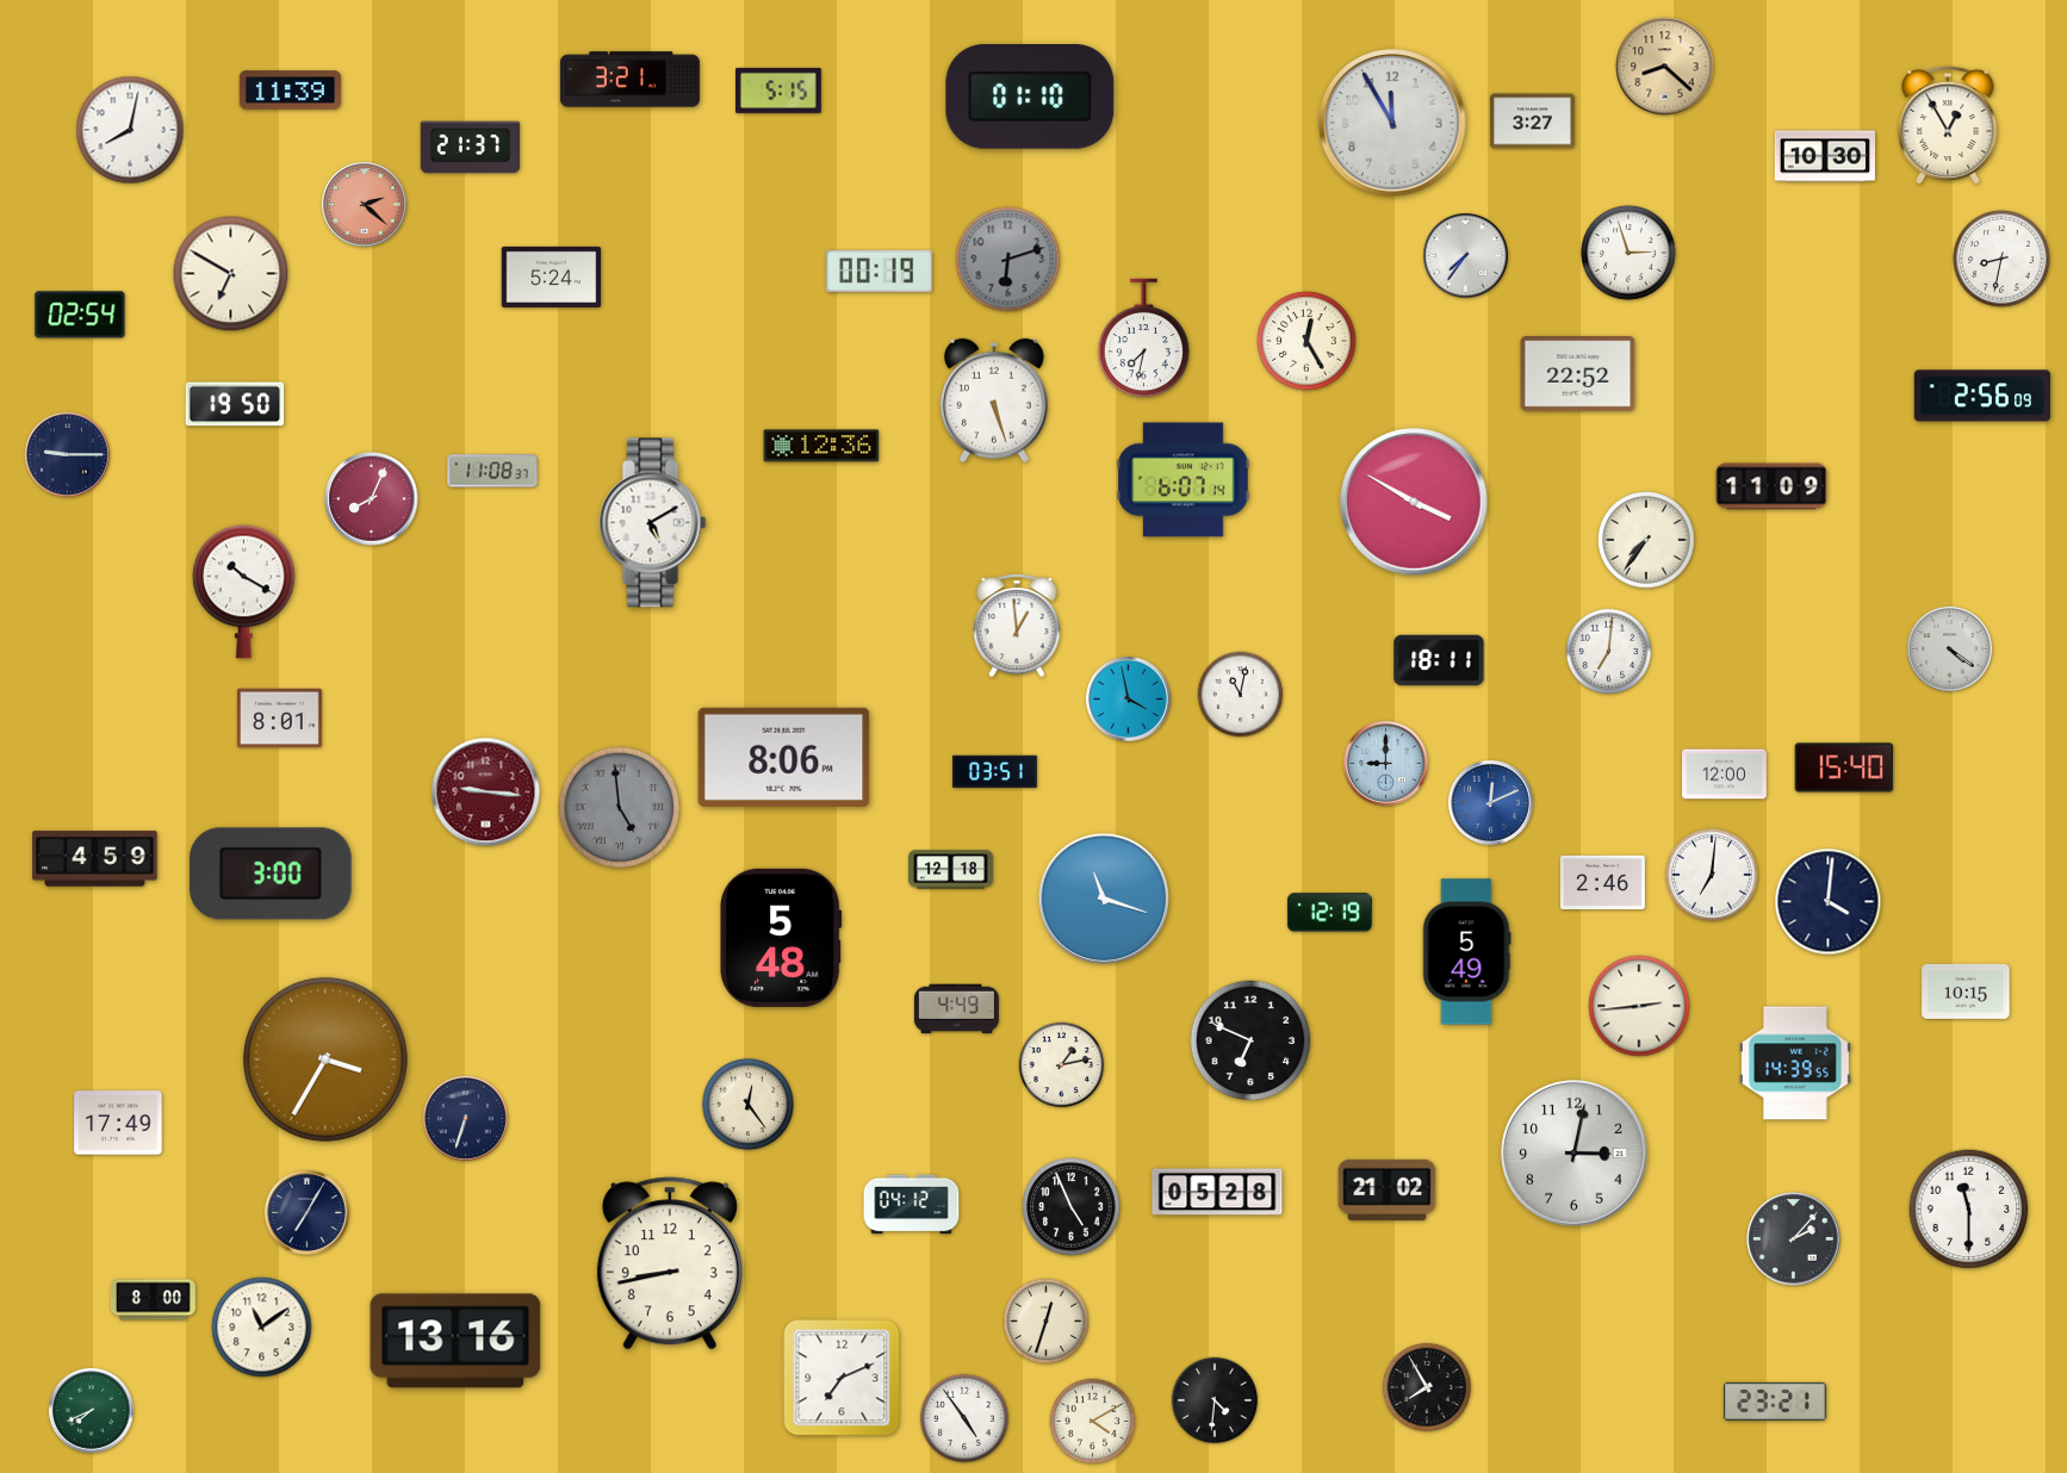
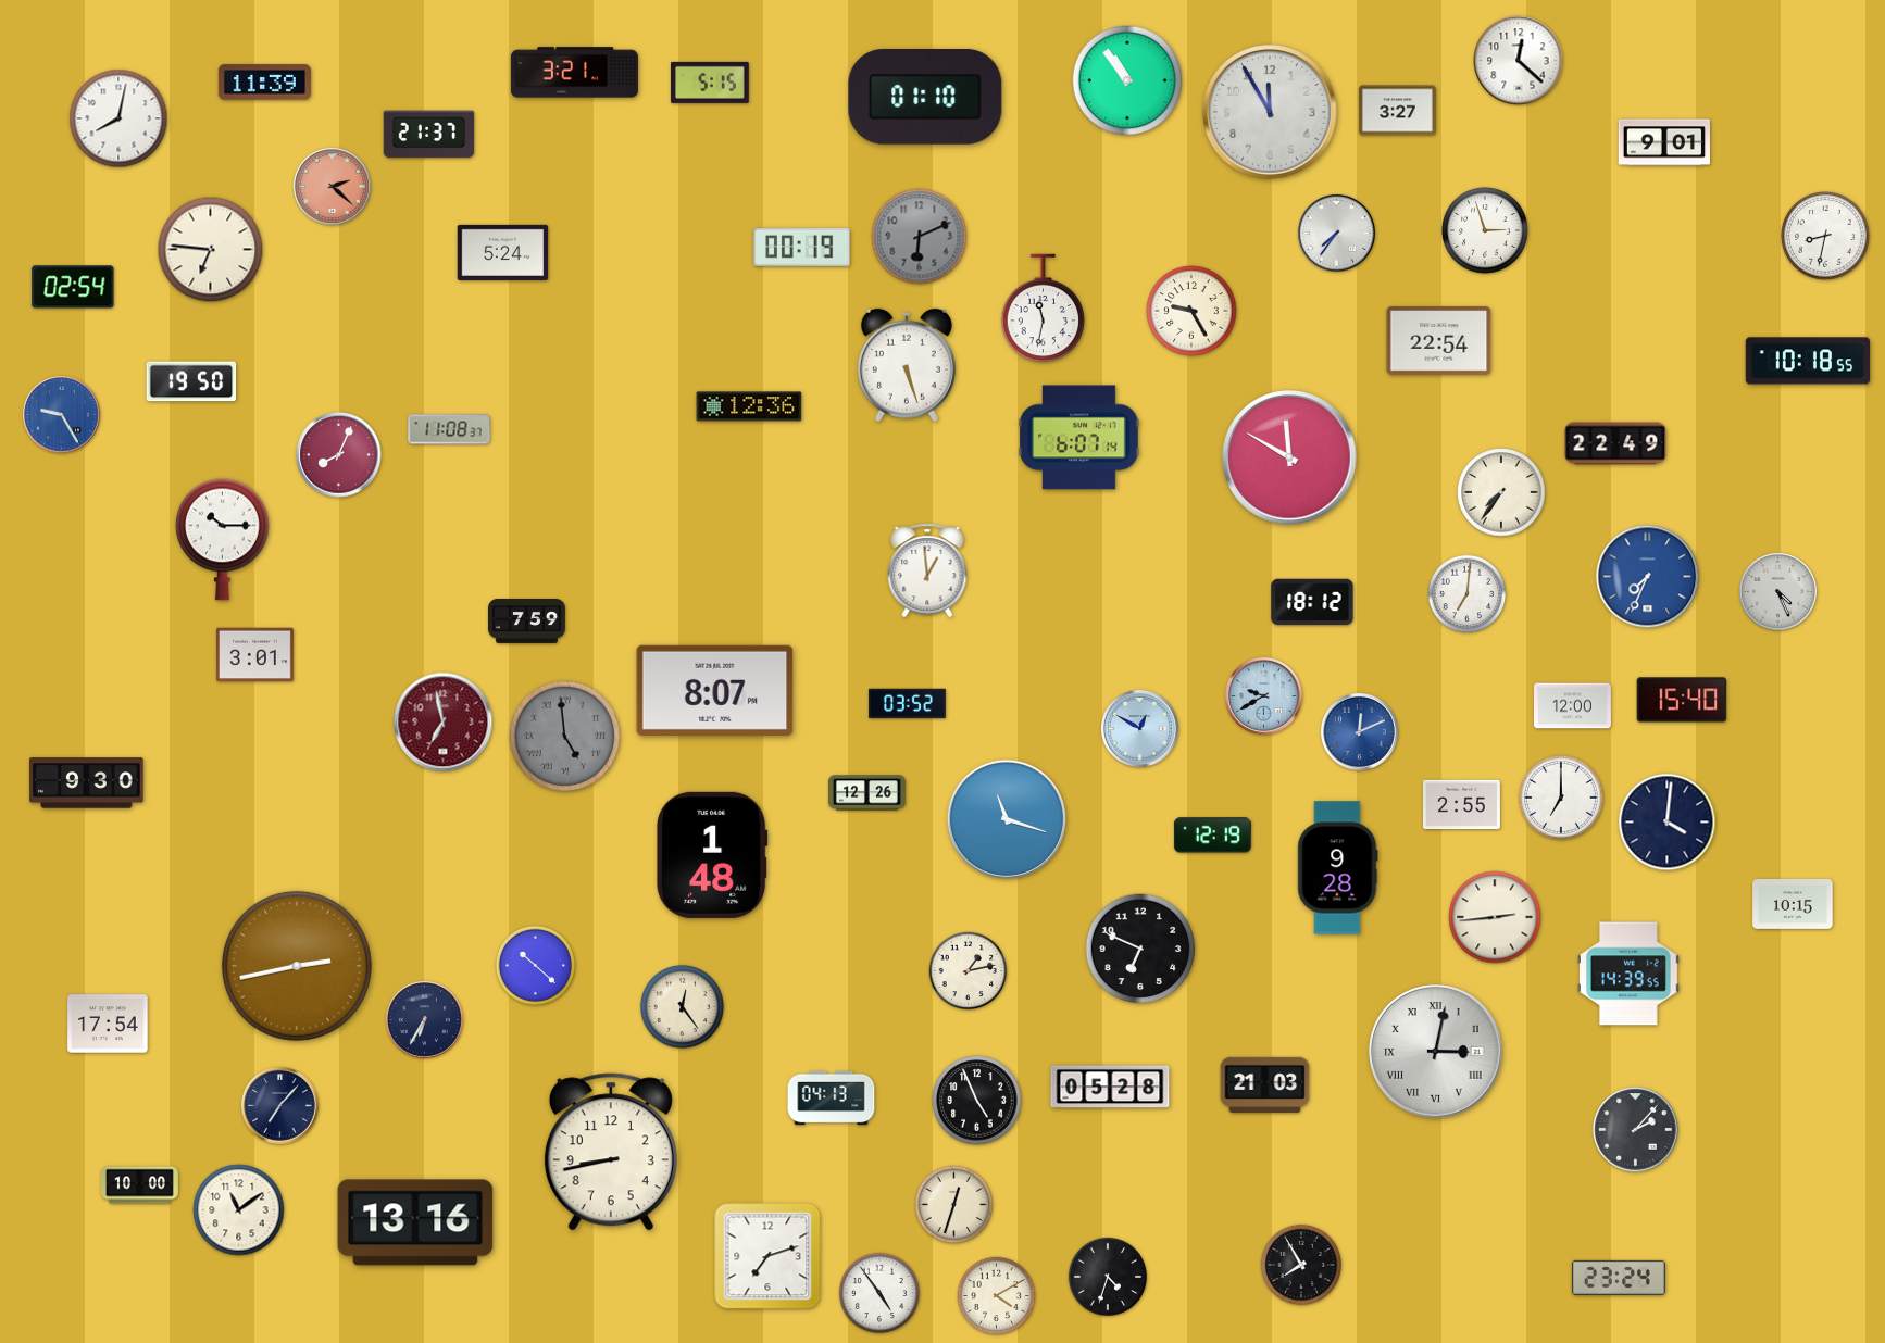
clock at (1665, 67): 8:22 -> 12:22
clock at (1665, 67) dial: champagne -> white
clock at (1127, 80): none -> 10:54
clock at (1030, 98) position: (1030, 98) -> (925, 98)
clock at (1948, 125): 12:55 -> none
clock at (1824, 156): 10:30 -> 9:01
clock at (1008, 260): 6:12 -> 6:11
clock at (231, 274): 6:50 -> 6:46
clock at (1144, 338): 7:32 -> 11:32
clock at (1306, 341): 12:25 -> 9:25
clock at (1578, 374): 22:52 -> 22:54
clock at (1982, 396): 2:56 -> 10:18
clock at (235, 404) position: (235, 404) -> (191, 381)
clock at (67, 454): 9:15 -> 9:25
clock at (67, 454) dial: navy -> blue
clock at (1771, 486): 11:09 -> 22:49
clock at (1414, 502): 3:50 -> 11:50
clock at (653, 523): 5:10 -> none
clock at (244, 591): 10:20 -> 10:15
clock at (1648, 577): none -> 7:34
clock at (1949, 648): 4:21 -> 4:26
clock at (1439, 660): 18:11 -> 18:12
clock at (527, 622): none -> 7:59
clock at (1241, 695): 11:02 -> none
clock at (1128, 698): 3:58 -> none
clock at (279, 719): 8:01 -> 3:01
clock at (784, 757): 8:06 -> 8:07
clock at (1385, 763): 9:00 -> 9:40
clock at (994, 772): 03:51 -> 03:52
clock at (486, 793): 9:16 -> 6:58
clock at (1139, 728): none -> 12:50
clock at (95, 859): 4:59 -> 9:30
clock at (951, 870): 12:18 -> 12:26
clock at (271, 874): 3:00 -> none
clock at (1712, 875): 7:01 -> 7:00
clock at (1602, 882): 2:46 -> 2:55
clock at (1329, 913) position: (1329, 913) -> (1212, 836)
clock at (781, 938): 5:48 -> 1:48
clock at (1467, 952): 5:49 -> 9:28
clock at (956, 1009): 4:49 -> none
clock at (325, 1059): 3:35 -> 2:43
clock at (536, 966): none -> 10:22
clock at (1795, 1063) position: (1795, 1063) -> (1628, 974)
clock at (465, 1118): 6:33 -> 6:35
clock at (118, 1123): 17:49 -> 17:54
clock at (1575, 1154) numerals: Arabic -> Roman
clock at (1388, 1189): 21:02 -> 21:03
clock at (912, 1205): 04:12 -> 04:13
clock at (1969, 1210): 11:30 -> none
clock at (306, 1212): 7:05 -> 7:07
clock at (153, 1300): 8:00 -> 10:00
clock at (842, 1378): 7:11 -> 7:12
clock at (1215, 1400): 4:31 -> 4:33
clock at (1775, 1401): 23:21 -> 23:24
clock at (91, 1410): 7:41 -> none
